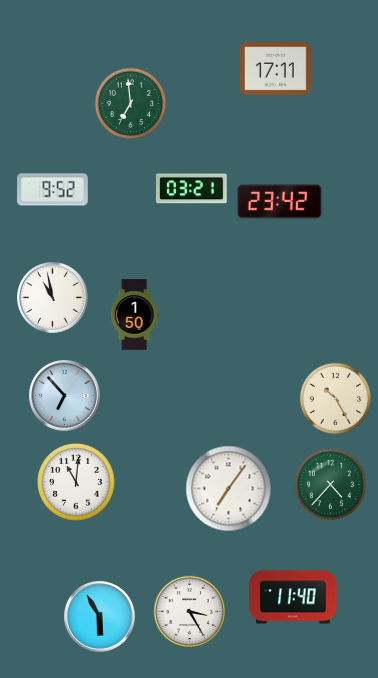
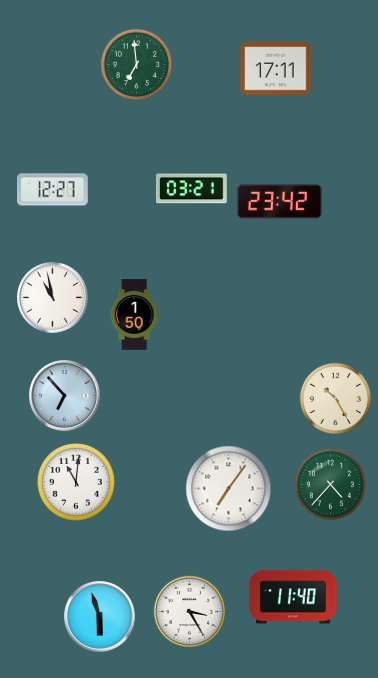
clock at (130, 103) position: (130, 103) -> (136, 64)
clock at (53, 190): 9:52 -> 12:27
clock at (100, 617): 5:55 -> 5:57
